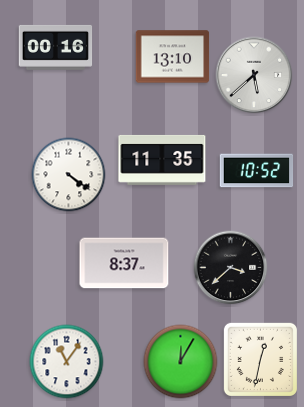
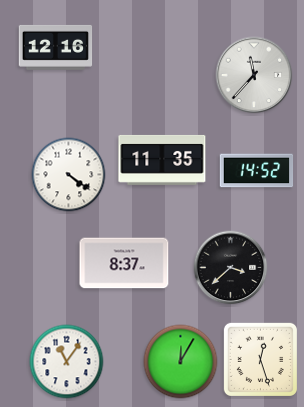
clock at (56, 47): 00:16 -> 12:16
clock at (173, 57): 13:10 -> none
clock at (254, 75): 5:38 -> 11:37
clock at (257, 171): 10:52 -> 14:52
clock at (260, 359): 12:32 -> 12:27
